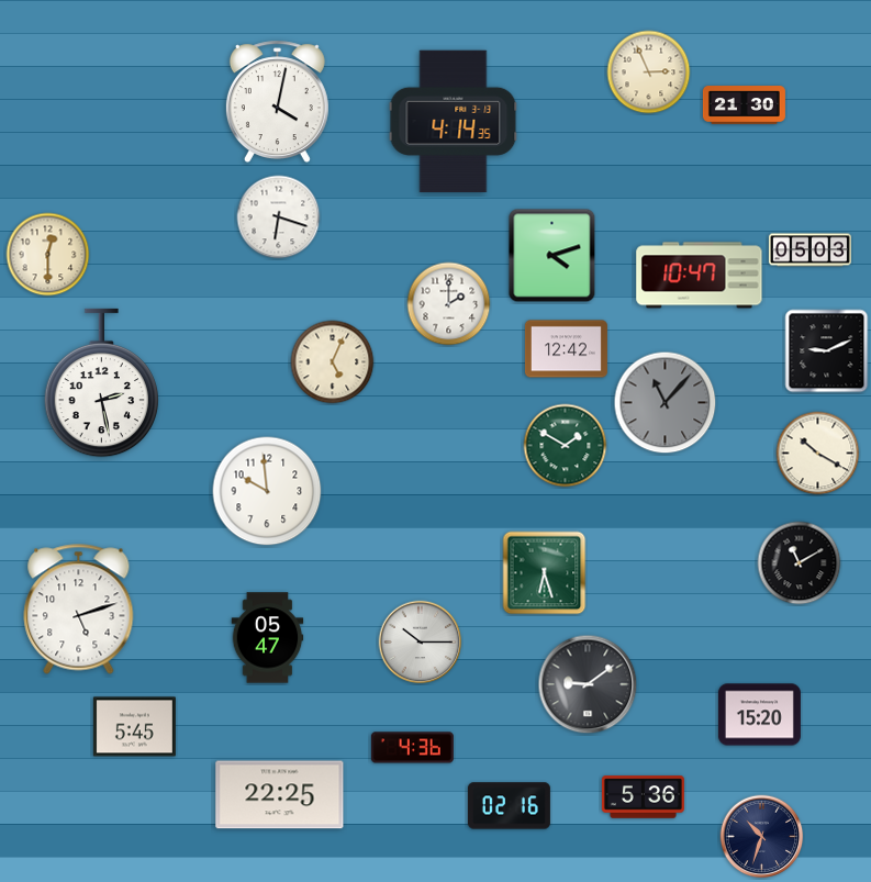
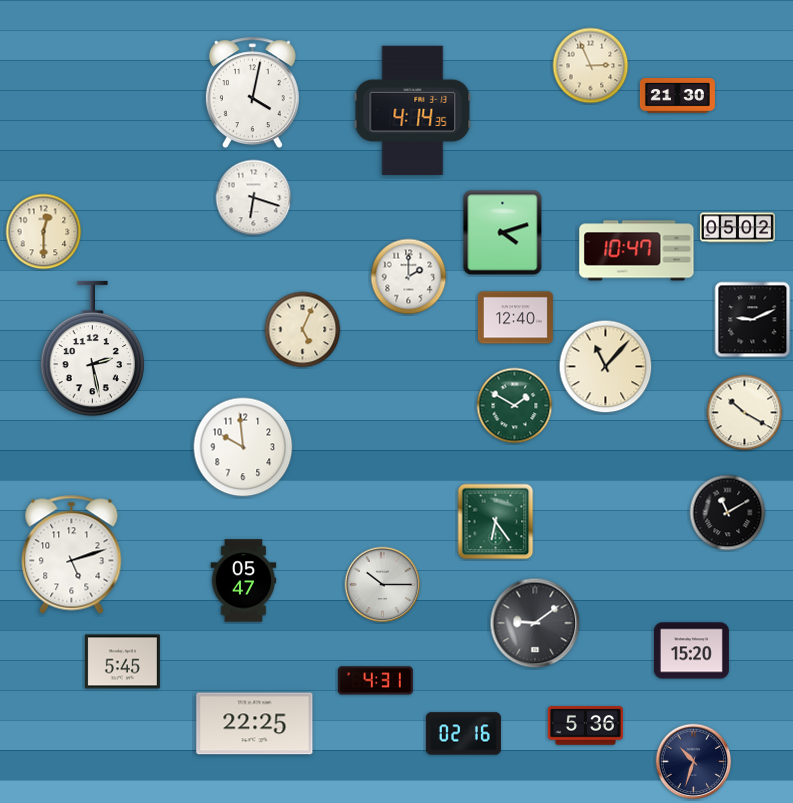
clock at (809, 250): 05:03 -> 05:02
clock at (566, 349): 12:42 -> 12:40
clock at (666, 403) dial: grey -> cream
clock at (545, 573): 6:27 -> 6:24
clock at (412, 748): 4:36 -> 4:31
